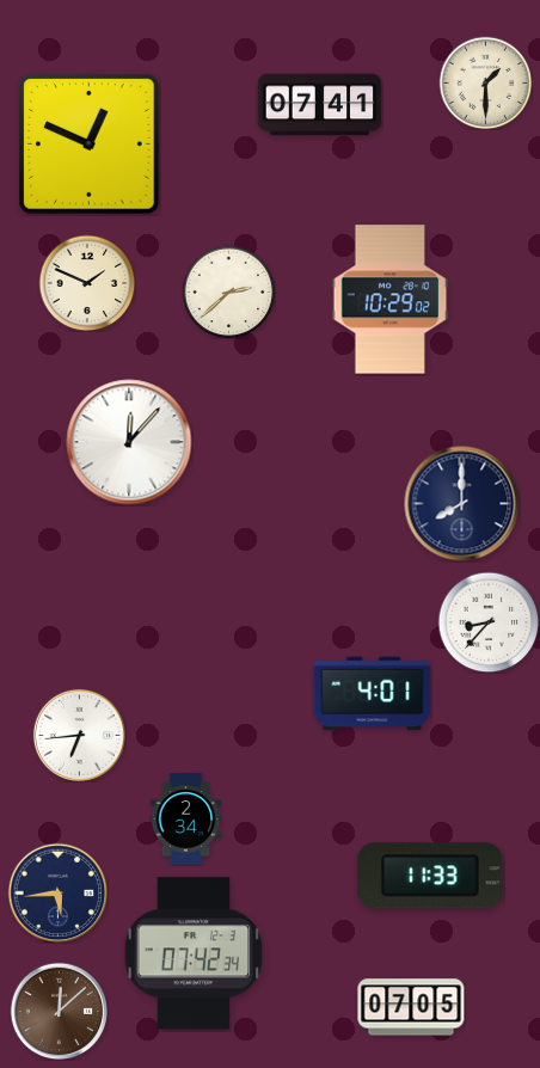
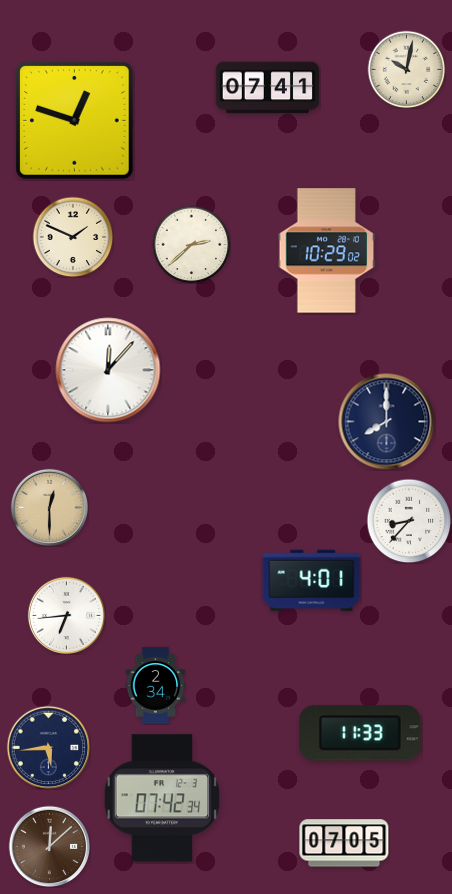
clock at (485, 82): 1:30 -> 10:02
clock at (90, 145): 12:49 -> 12:48
clock at (49, 507): none -> 12:30
